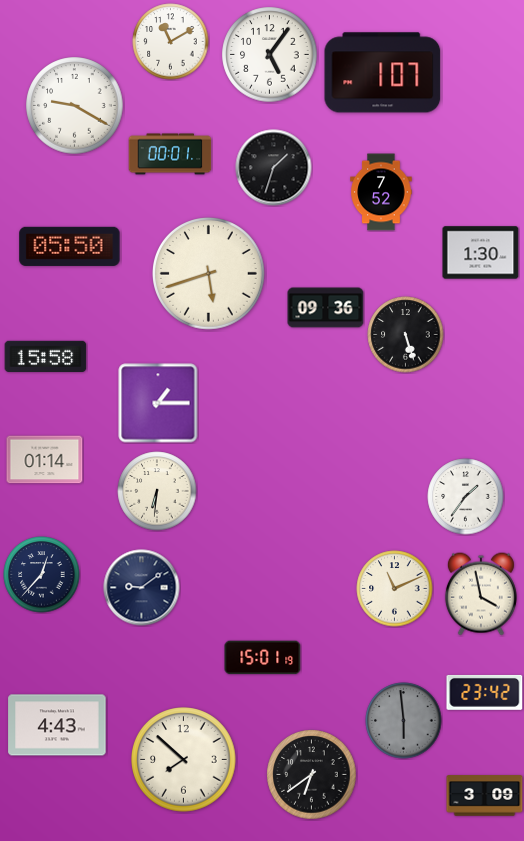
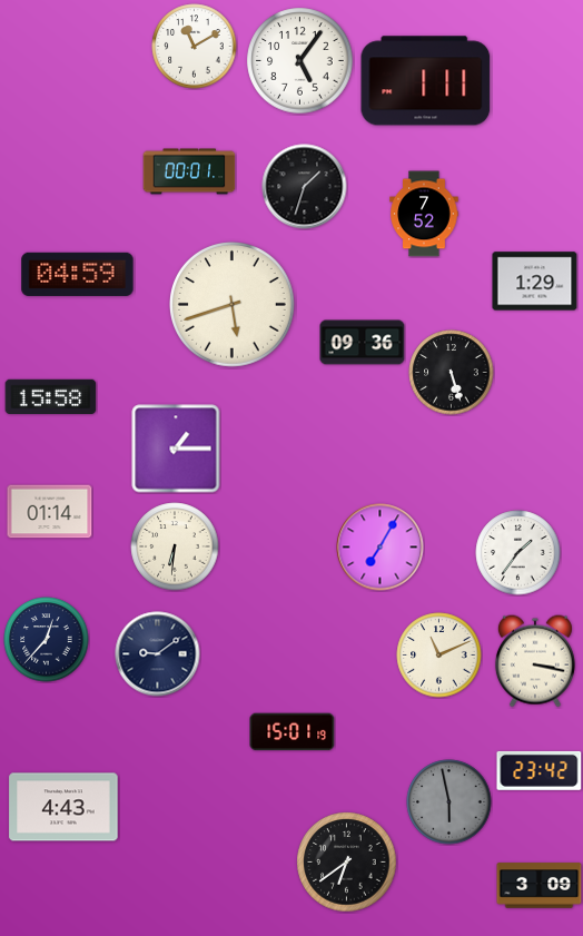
clock at (171, 42) position: (171, 42) -> (195, 47)
clock at (383, 73): 1:07 -> 1:11
clock at (75, 106): 9:20 -> none
clock at (70, 246): 05:50 -> 04:59
clock at (481, 253): 1:30 -> 1:29
clock at (381, 548): none -> 7:05
clock at (481, 594): 3:58 -> 3:17
clock at (404, 721): 5:59 -> 5:58
clock at (184, 760): 7:52 -> none
